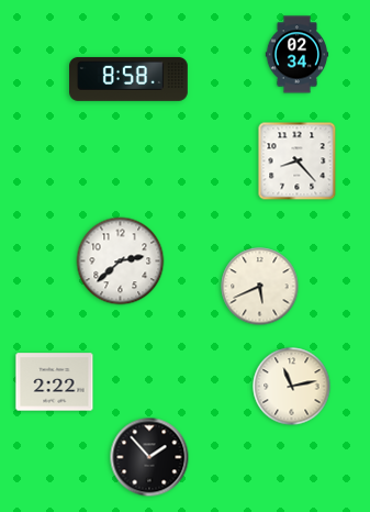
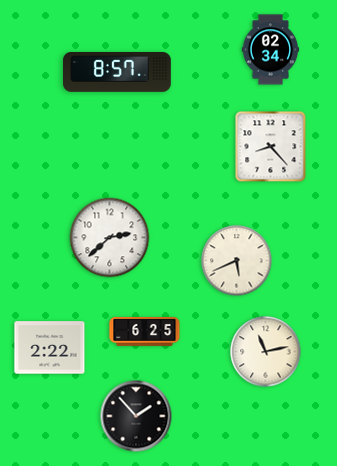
clock at (130, 79): 8:58 -> 8:57
clock at (145, 332): none -> 6:25
